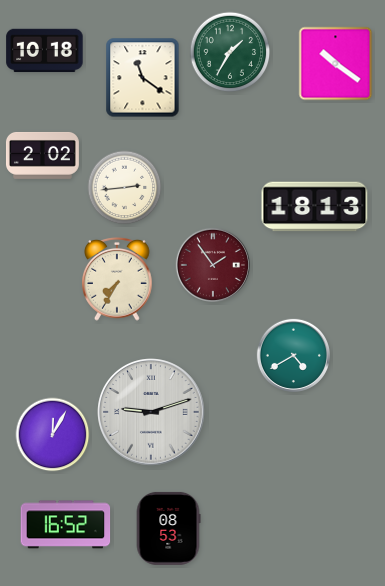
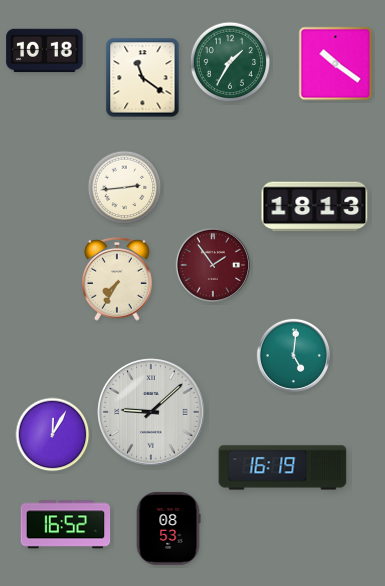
clock at (230, 52) position: (230, 52) -> (230, 62)
clock at (42, 155): 2:02 -> none
clock at (293, 355): 4:40 -> 5:01
clock at (151, 412): 9:12 -> 9:08
clock at (283, 468): none -> 16:19
